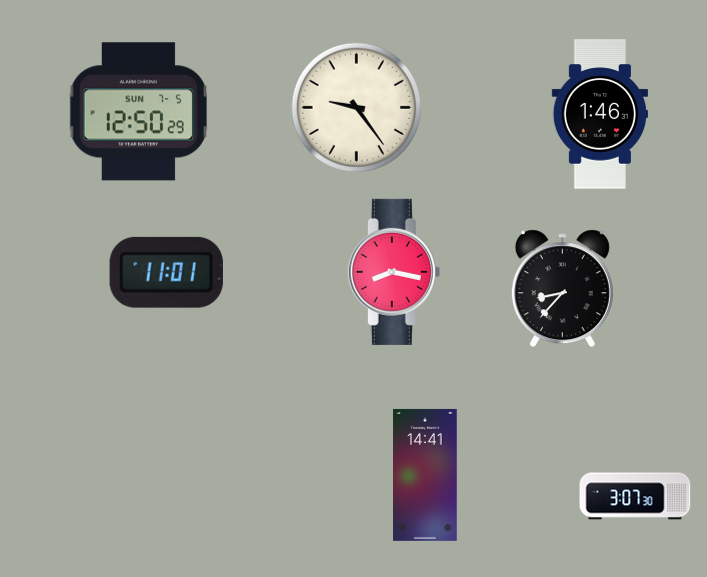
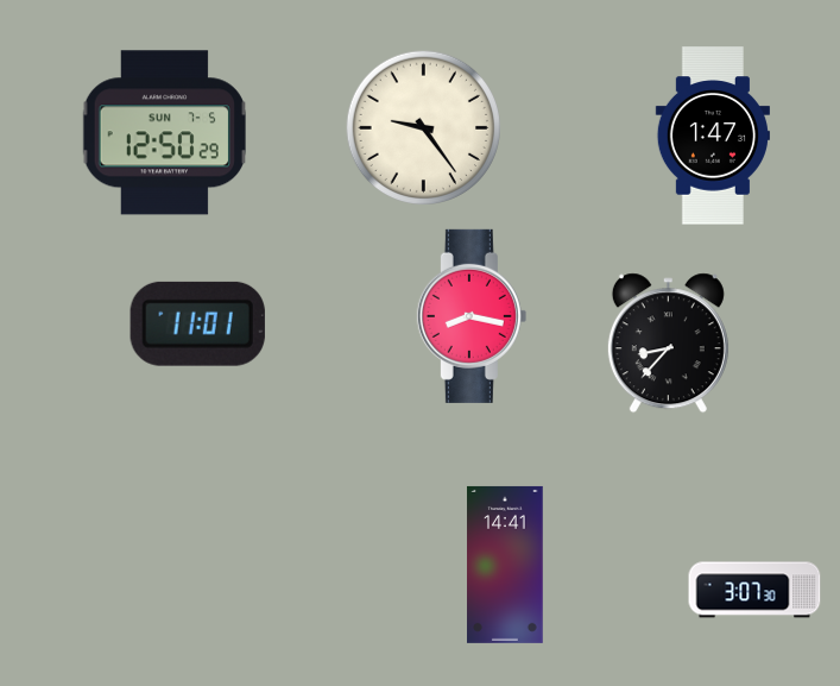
clock at (600, 114): 1:46 -> 1:47
clock at (394, 272) position: (394, 272) -> (472, 316)
